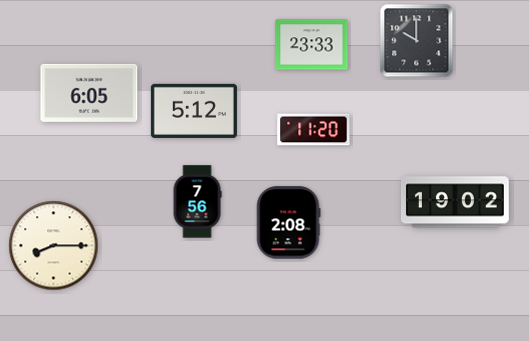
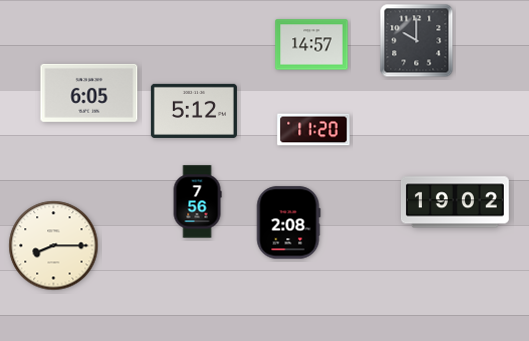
clock at (312, 45): 23:33 -> 14:57
